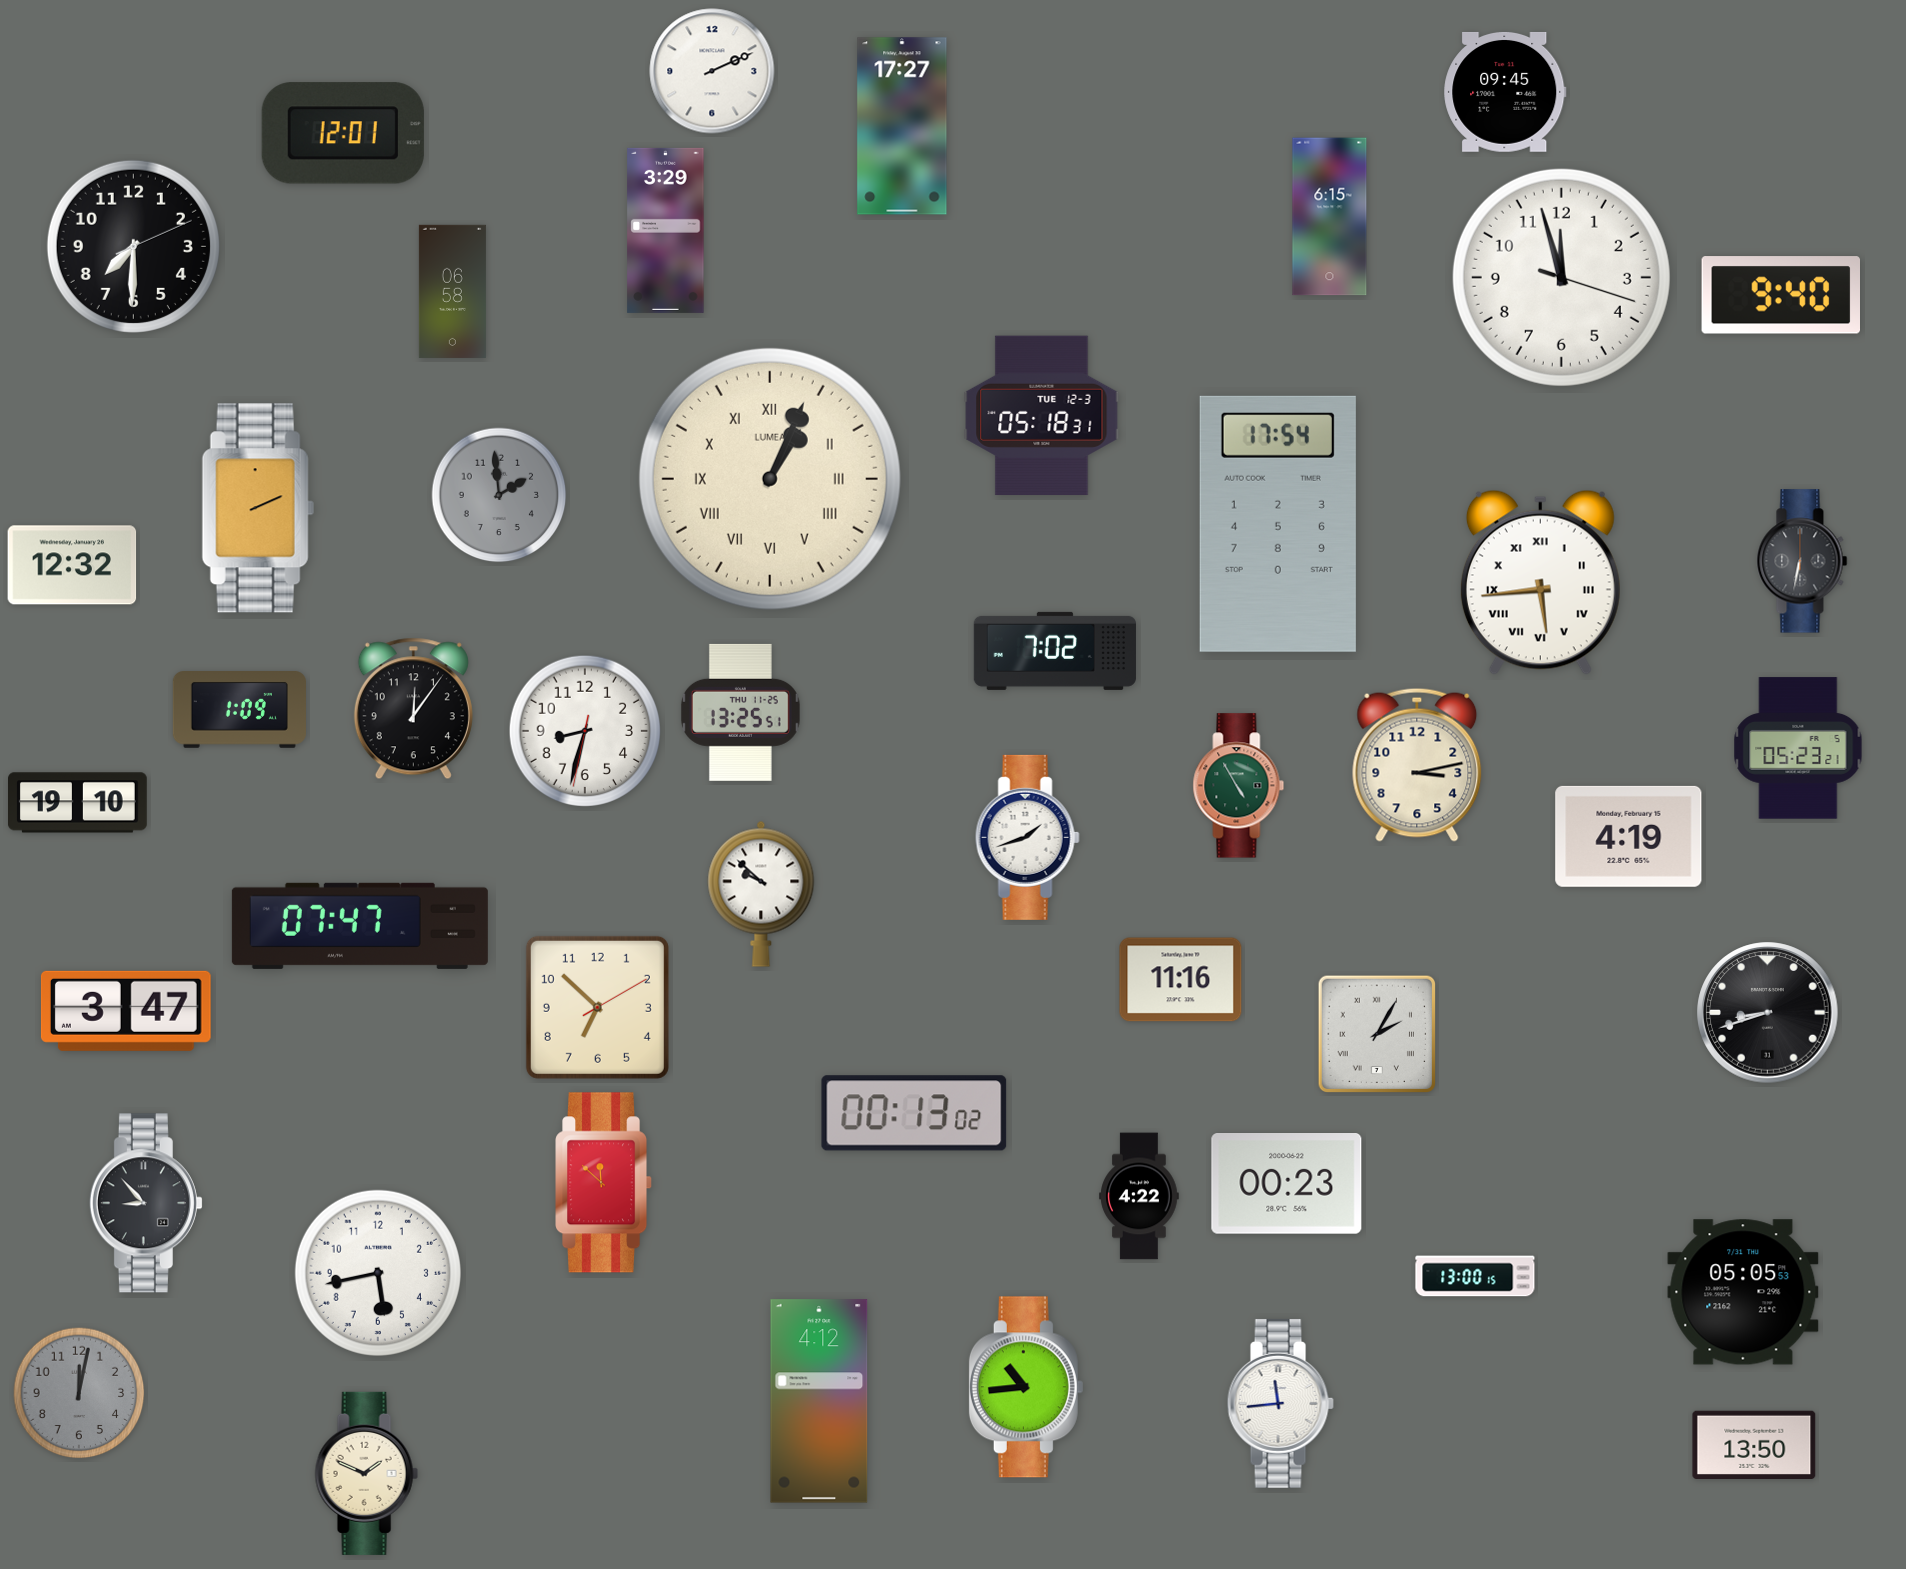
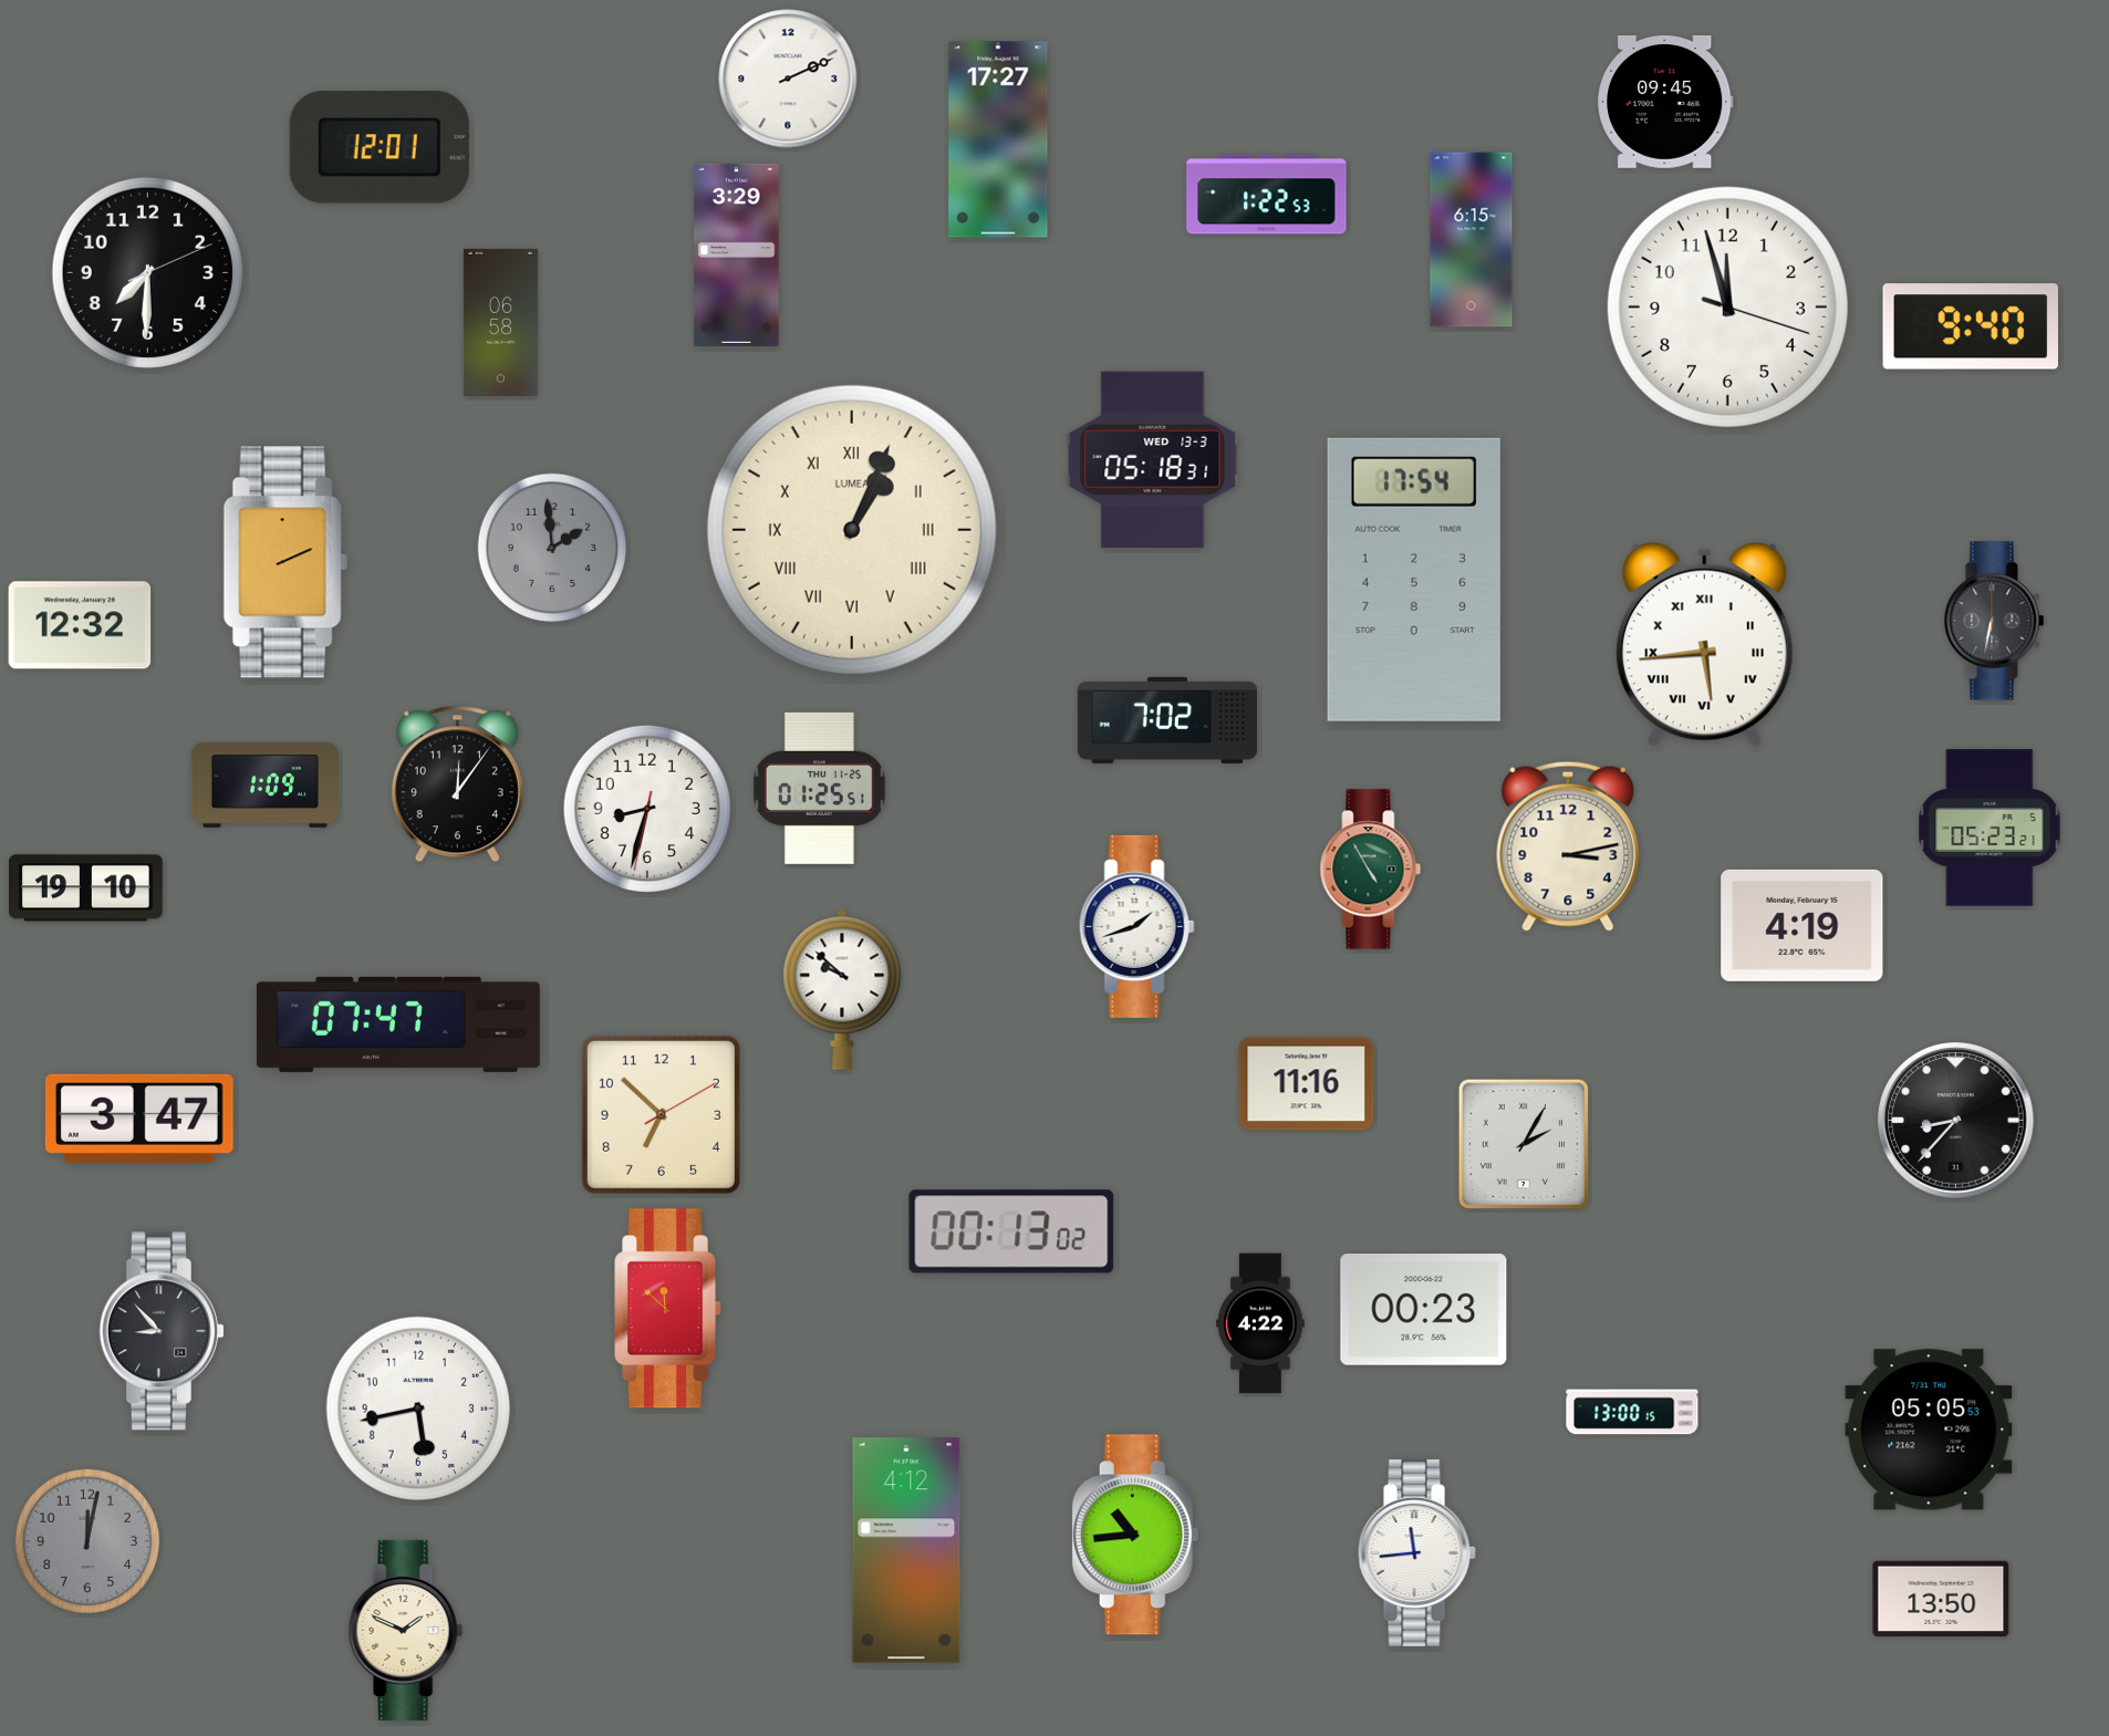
clock at (1267, 195): none -> 1:22
clock at (1042, 416) date: TUE 12-3 -> WED 13-3
clock at (740, 712): 13:25 -> 01:25
clock at (1768, 1013): 8:42 -> 8:37
